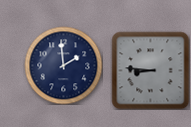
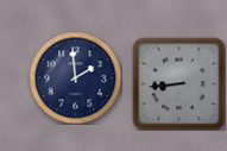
clock at (150, 70): 8:46 -> 8:44
